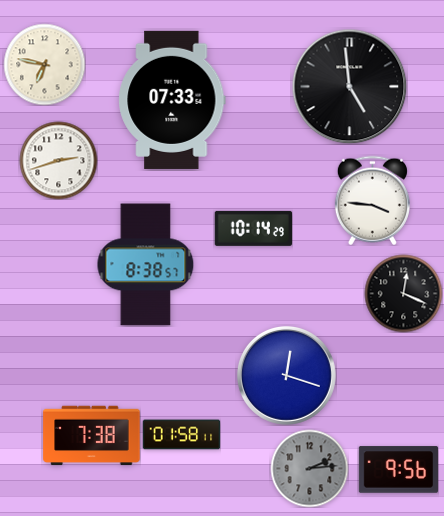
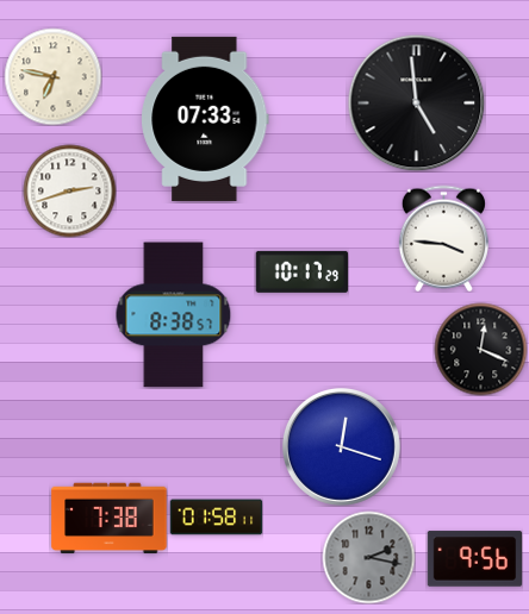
clock at (253, 228): 10:14 -> 10:17
clock at (309, 468): 2:14 -> 2:17
